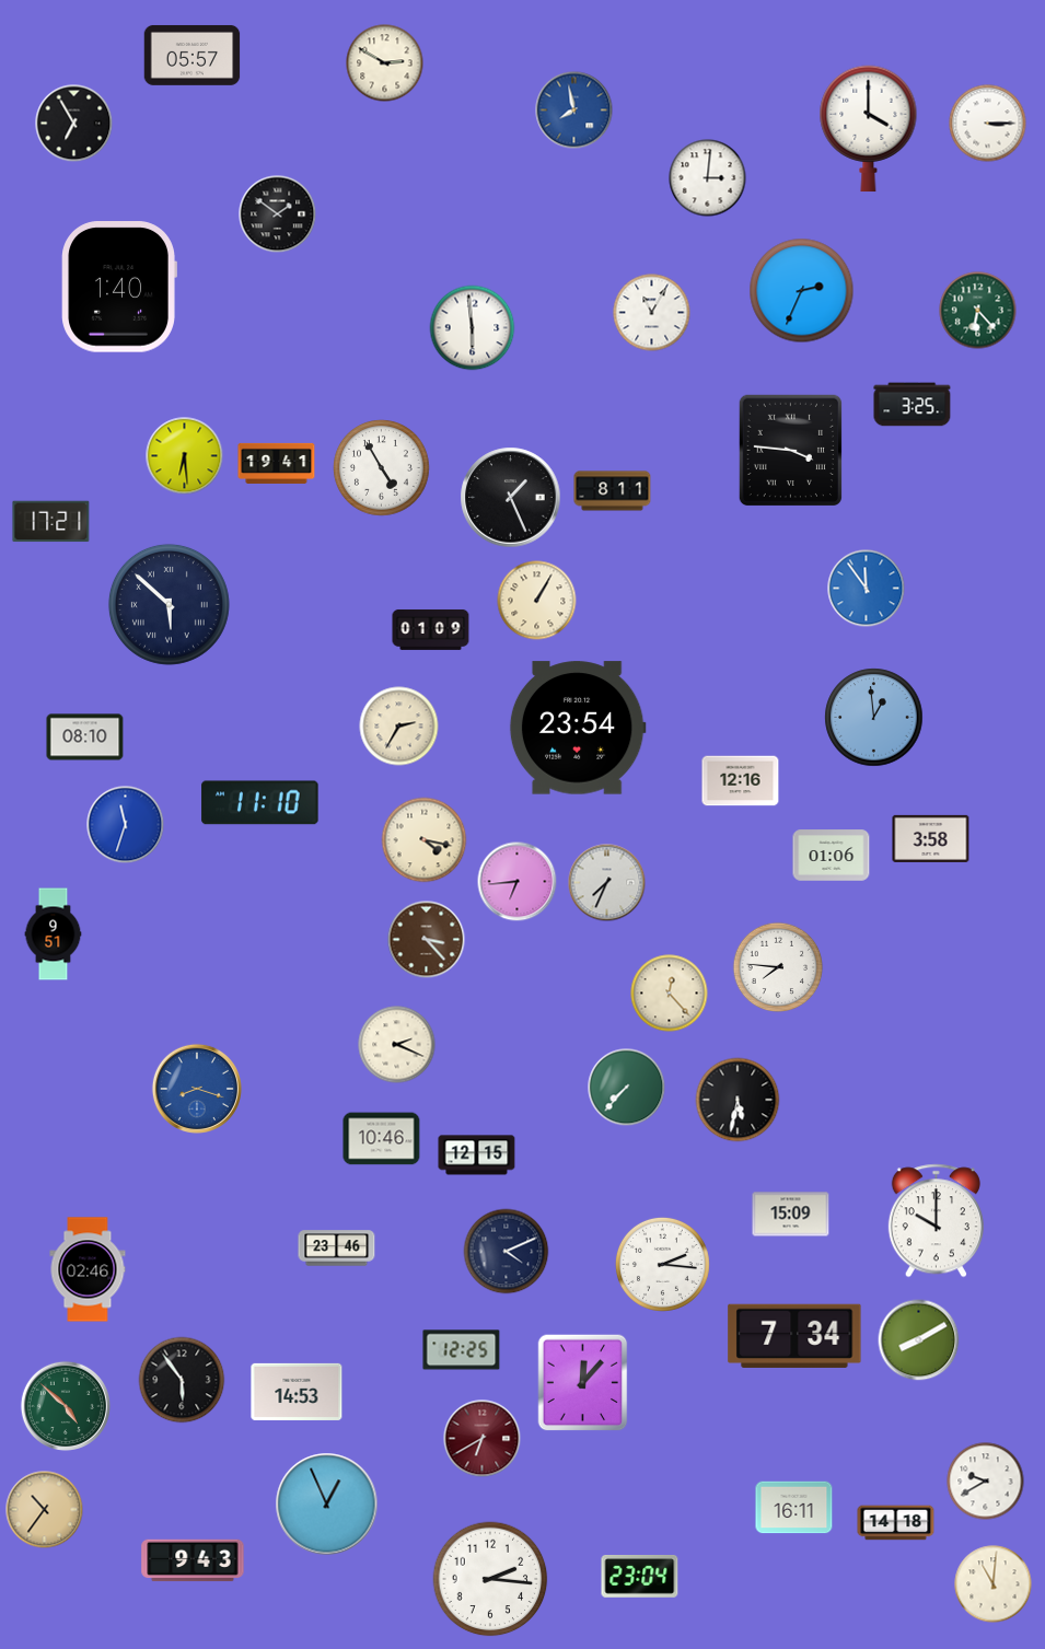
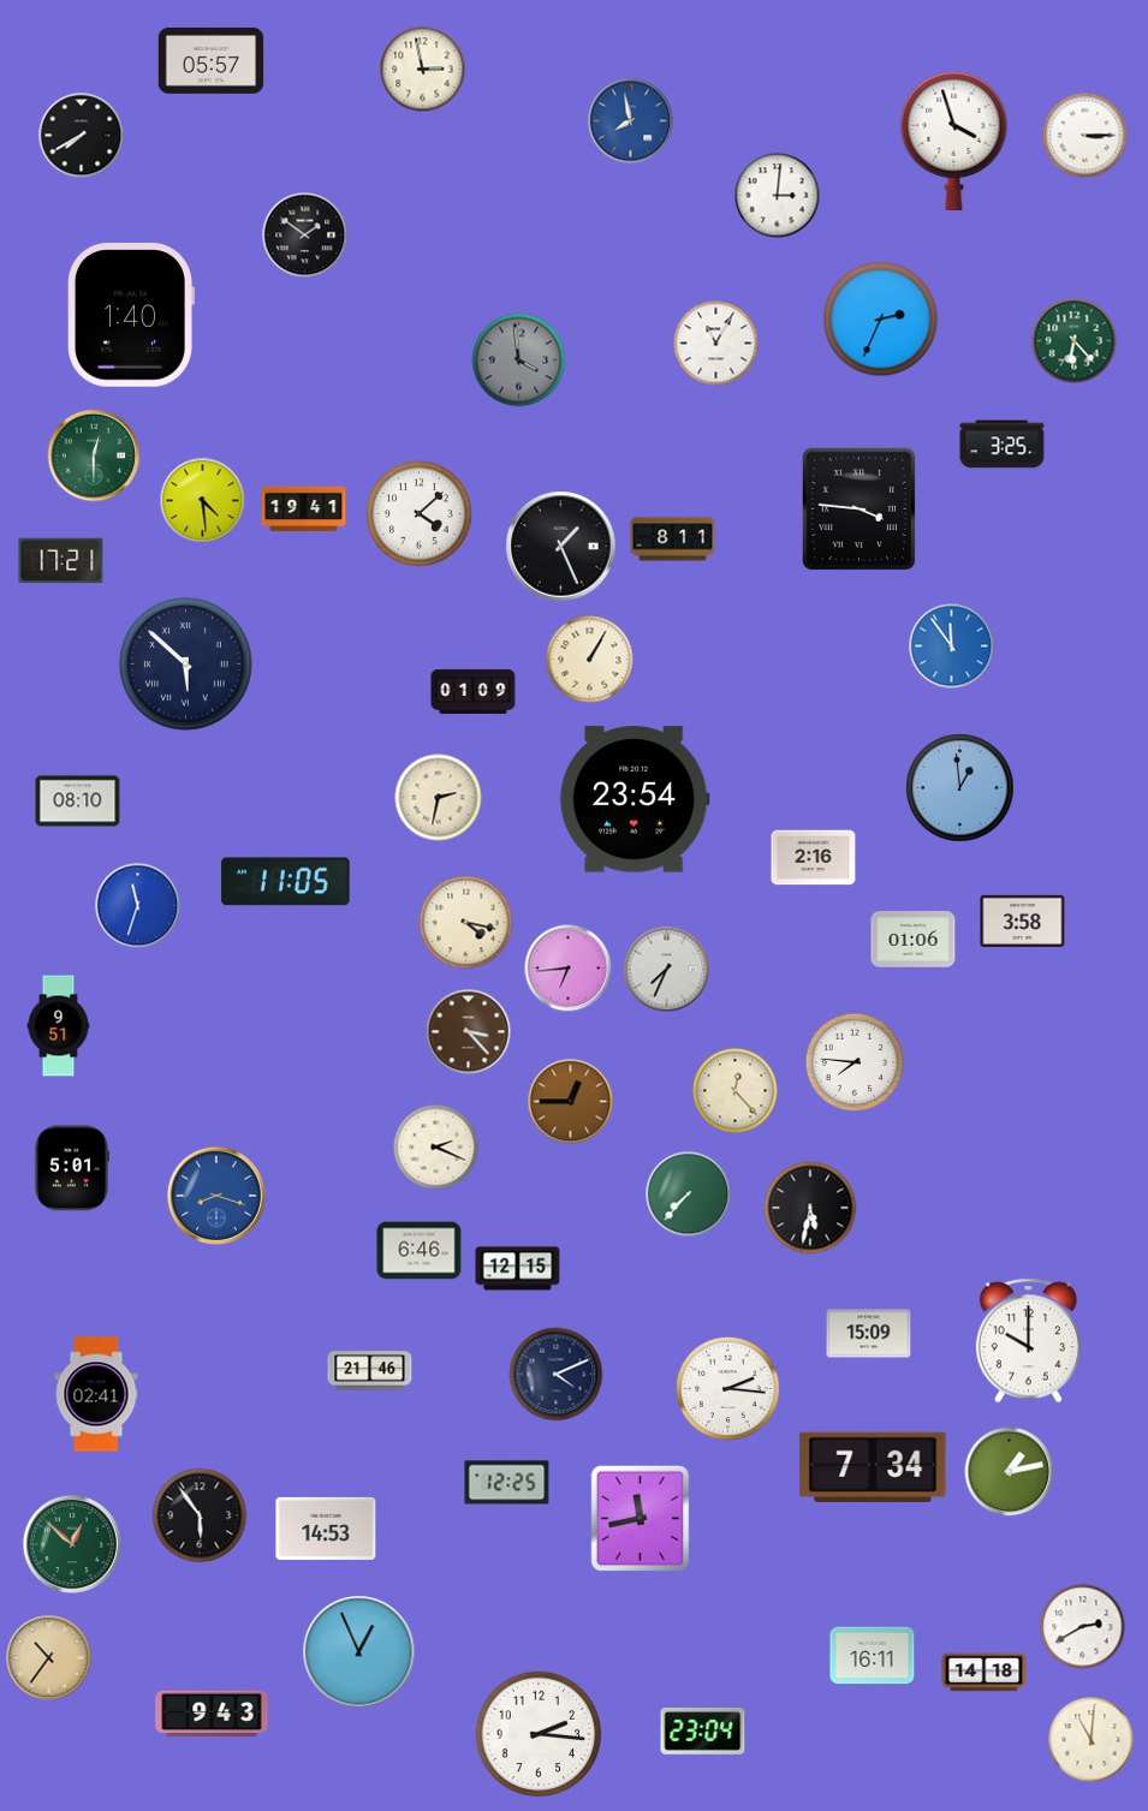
clock at (385, 63): 2:50 -> 2:58
clock at (74, 124): 6:55 -> 7:40
clock at (869, 129): 4:00 -> 3:57
clock at (473, 328): 5:59 -> 3:59
clock at (473, 328) dial: white -> grey
clock at (94, 455): none -> 12:30
clock at (790, 450) position: (790, 450) -> (858, 508)
clock at (185, 456): 6:29 -> 4:29
clock at (382, 468): 4:55 -> 4:08
clock at (51, 522) position: (51, 522) -> (61, 561)
clock at (399, 727): 2:35 -> 2:32
clock at (85, 738) position: (85, 738) -> (78, 802)
clock at (741, 781): 12:16 -> 2:16
clock at (260, 803): 11:10 -> 11:05
clock at (571, 1102): none -> 12:45
clock at (71, 1168): none -> 5:01
clock at (382, 1139): 10:46 -> 6:46
clock at (477, 1156) position: (477, 1156) -> (518, 1269)
clock at (337, 1249): 23:46 -> 21:46
clock at (88, 1269): 02:46 -> 02:41
clock at (919, 1340): 8:10 -> 1:13
clock at (583, 1383): 12:07 -> 11:43
clock at (66, 1406): 4:52 -> 12:52
clock at (483, 1439): 6:40 -> none
clock at (986, 1482): 9:40 -> 2:40
